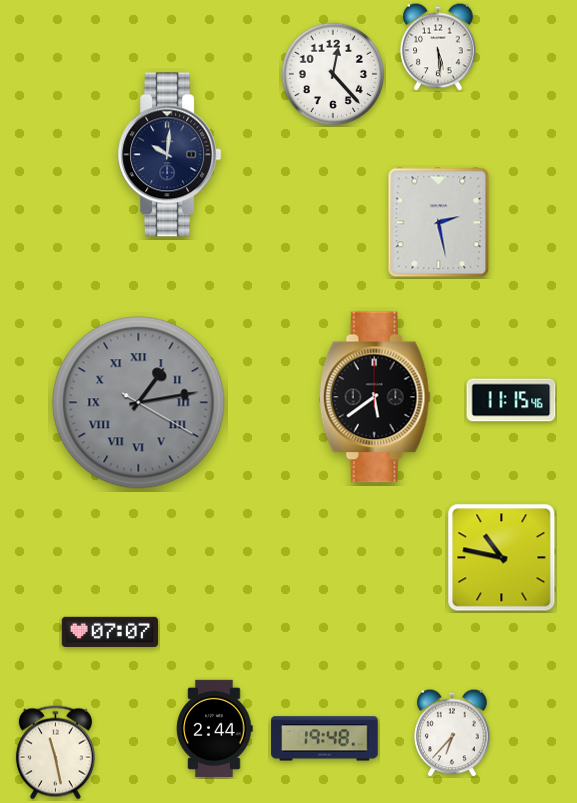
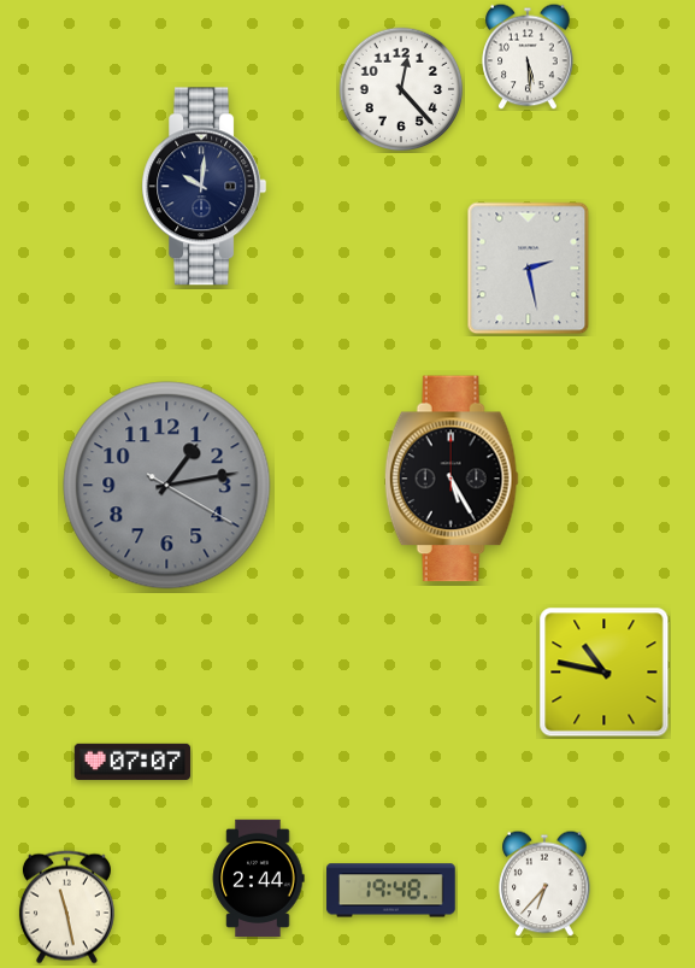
clock at (375, 397): 5:39 -> 5:25
clock at (511, 400): 11:15 -> none
clock at (139, 403) numerals: Roman -> Arabic
